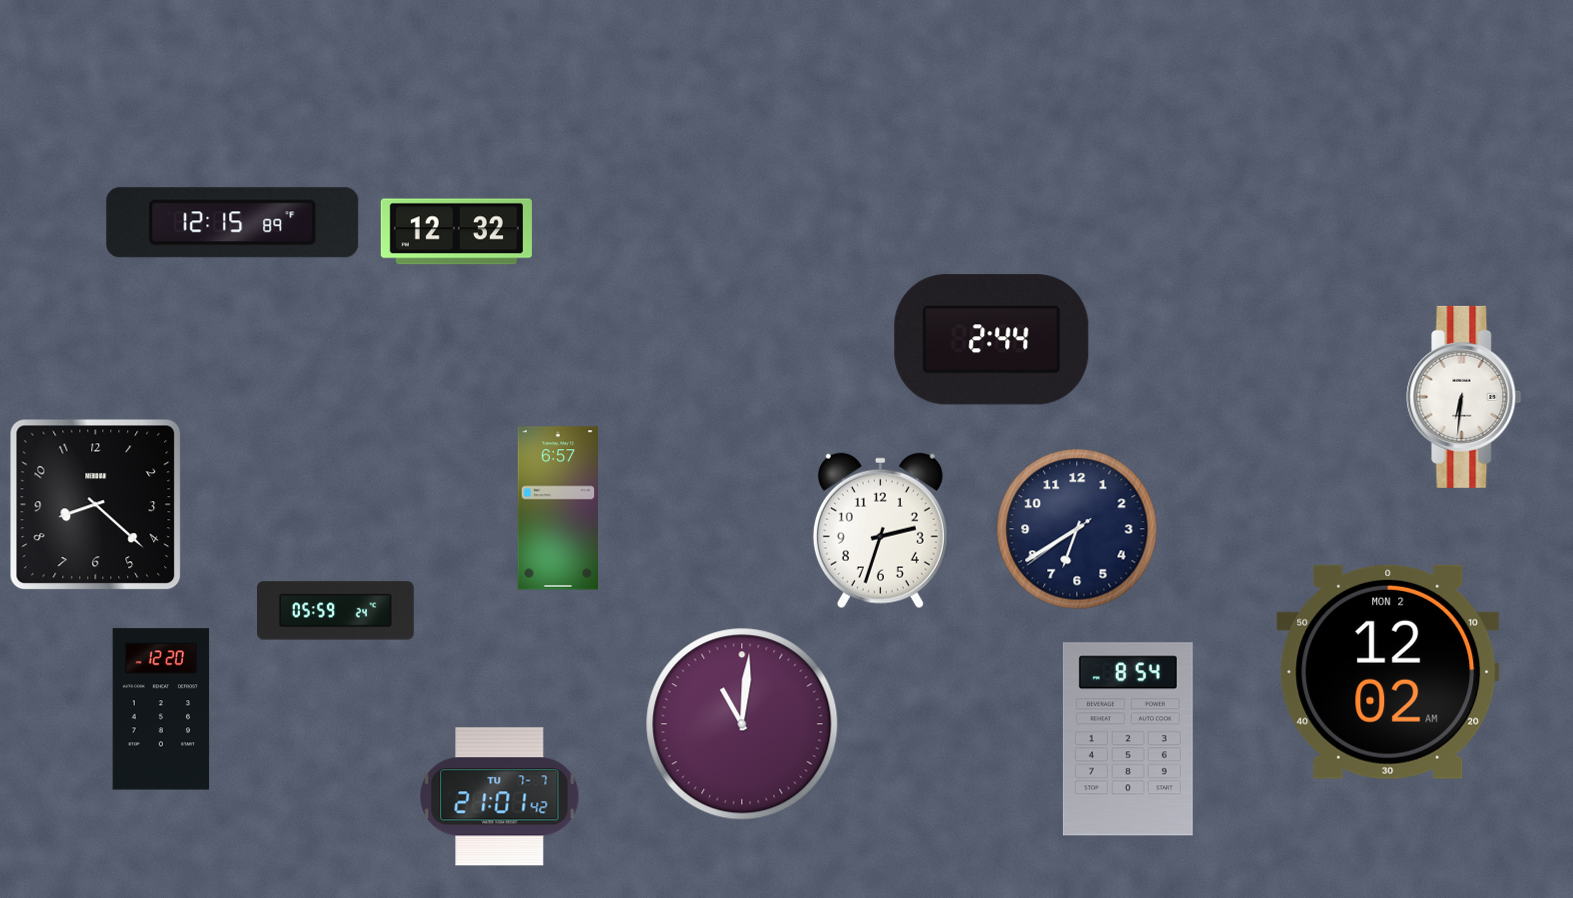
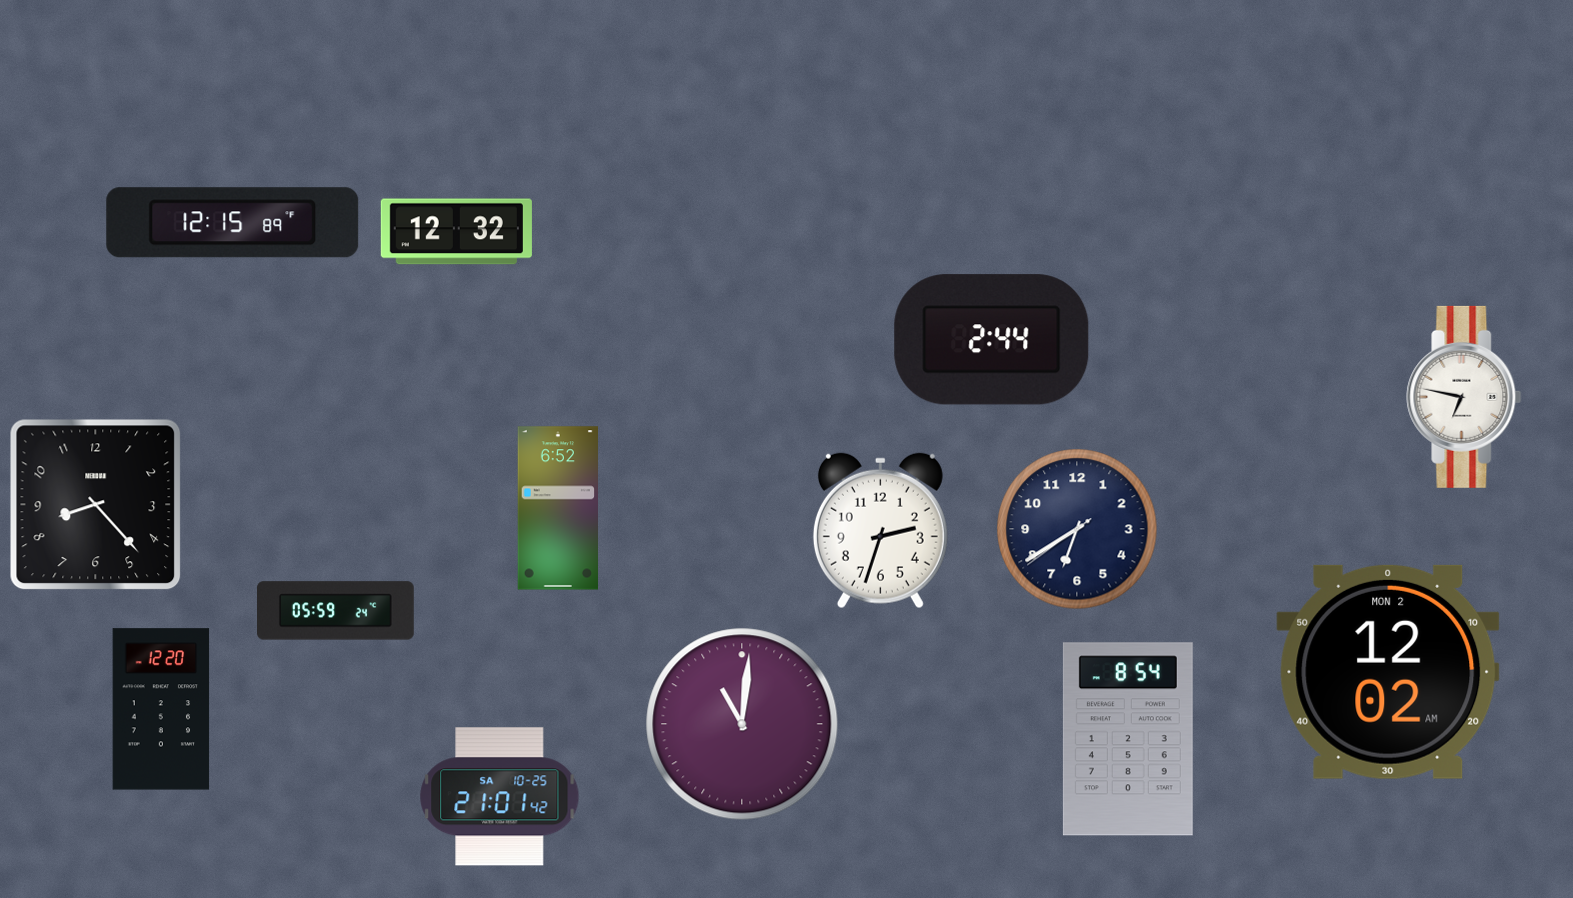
clock at (1464, 397): 6:31 -> 6:47
clock at (96, 505): 8:22 -> 8:23
clock at (558, 508): 6:57 -> 6:52
clock at (500, 797) date: TU 7-7 -> SA 10-25
